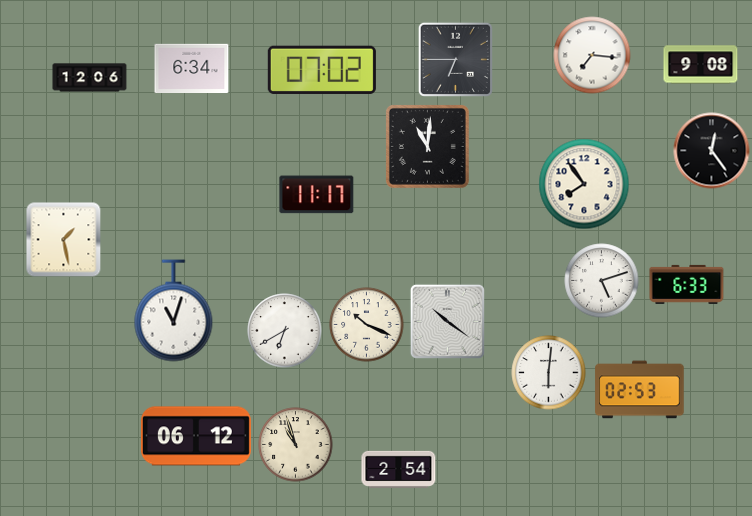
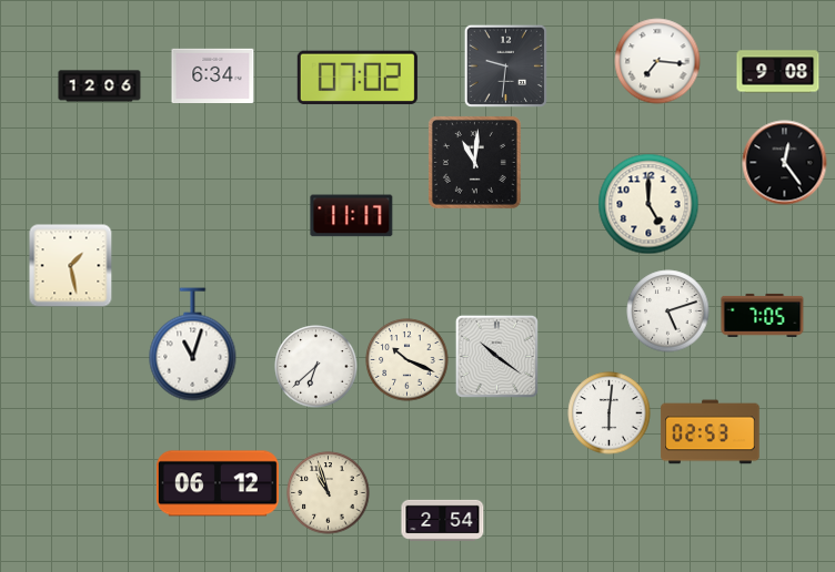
clock at (455, 59): 6:45 -> 9:31
clock at (712, 151) position: (712, 151) -> (785, 163)
clock at (584, 184): 7:54 -> 5:00
clock at (687, 284): 6:33 -> 7:05
clock at (285, 331): 6:40 -> 6:38
